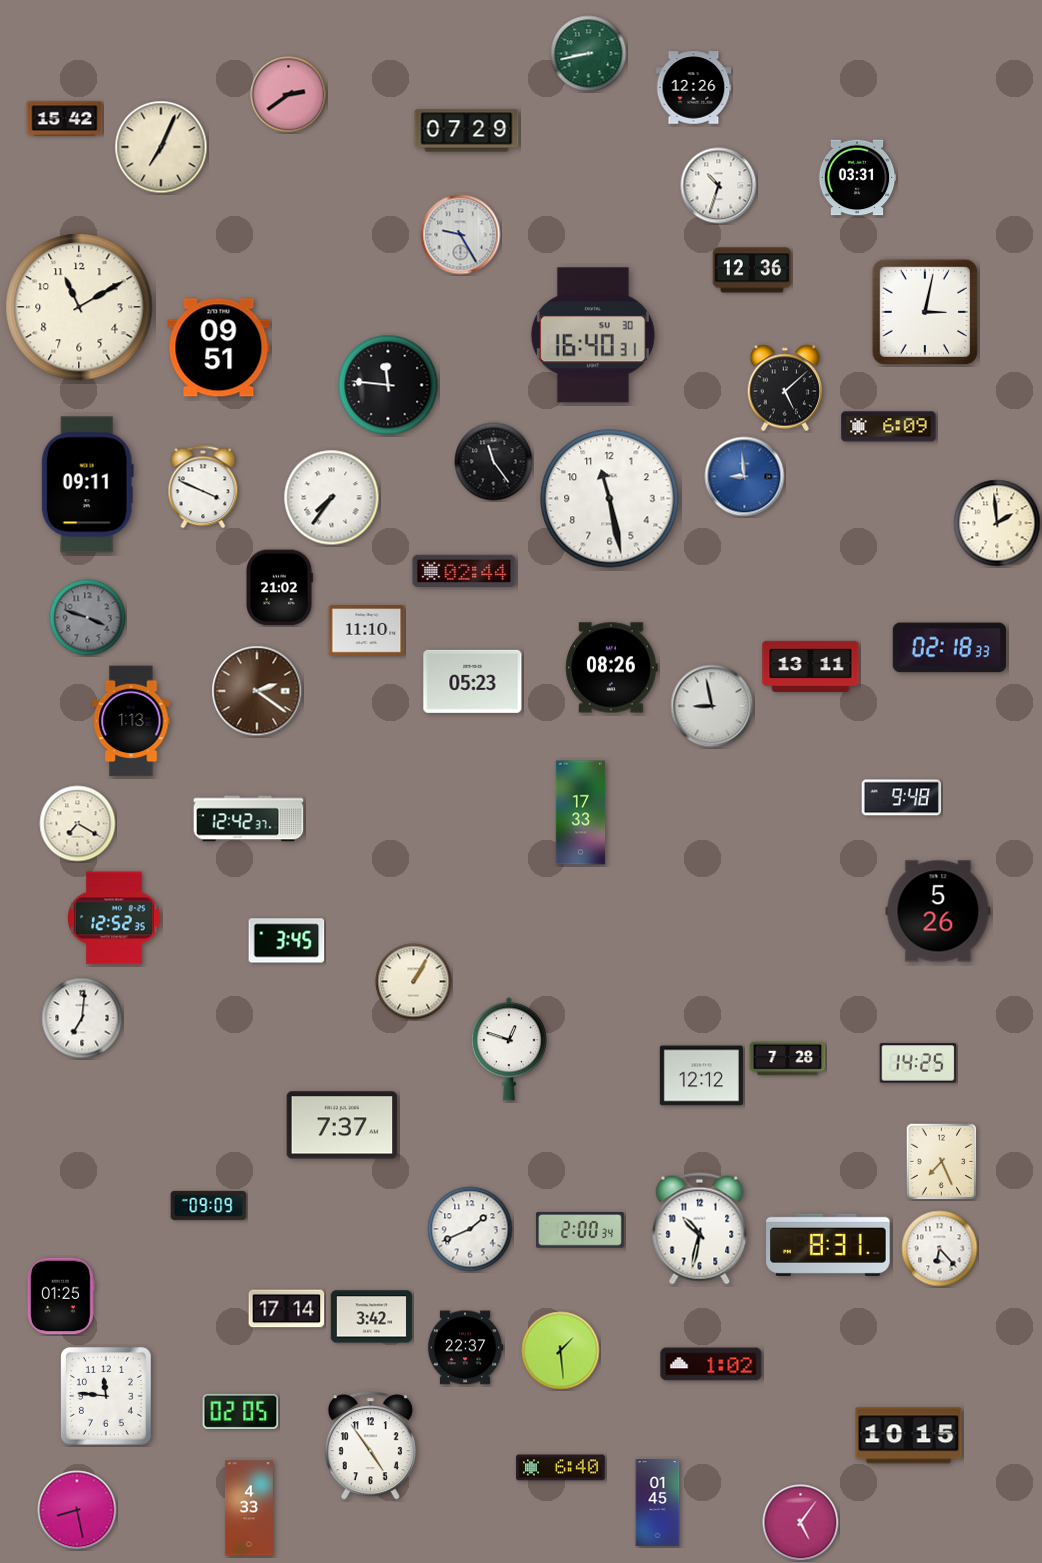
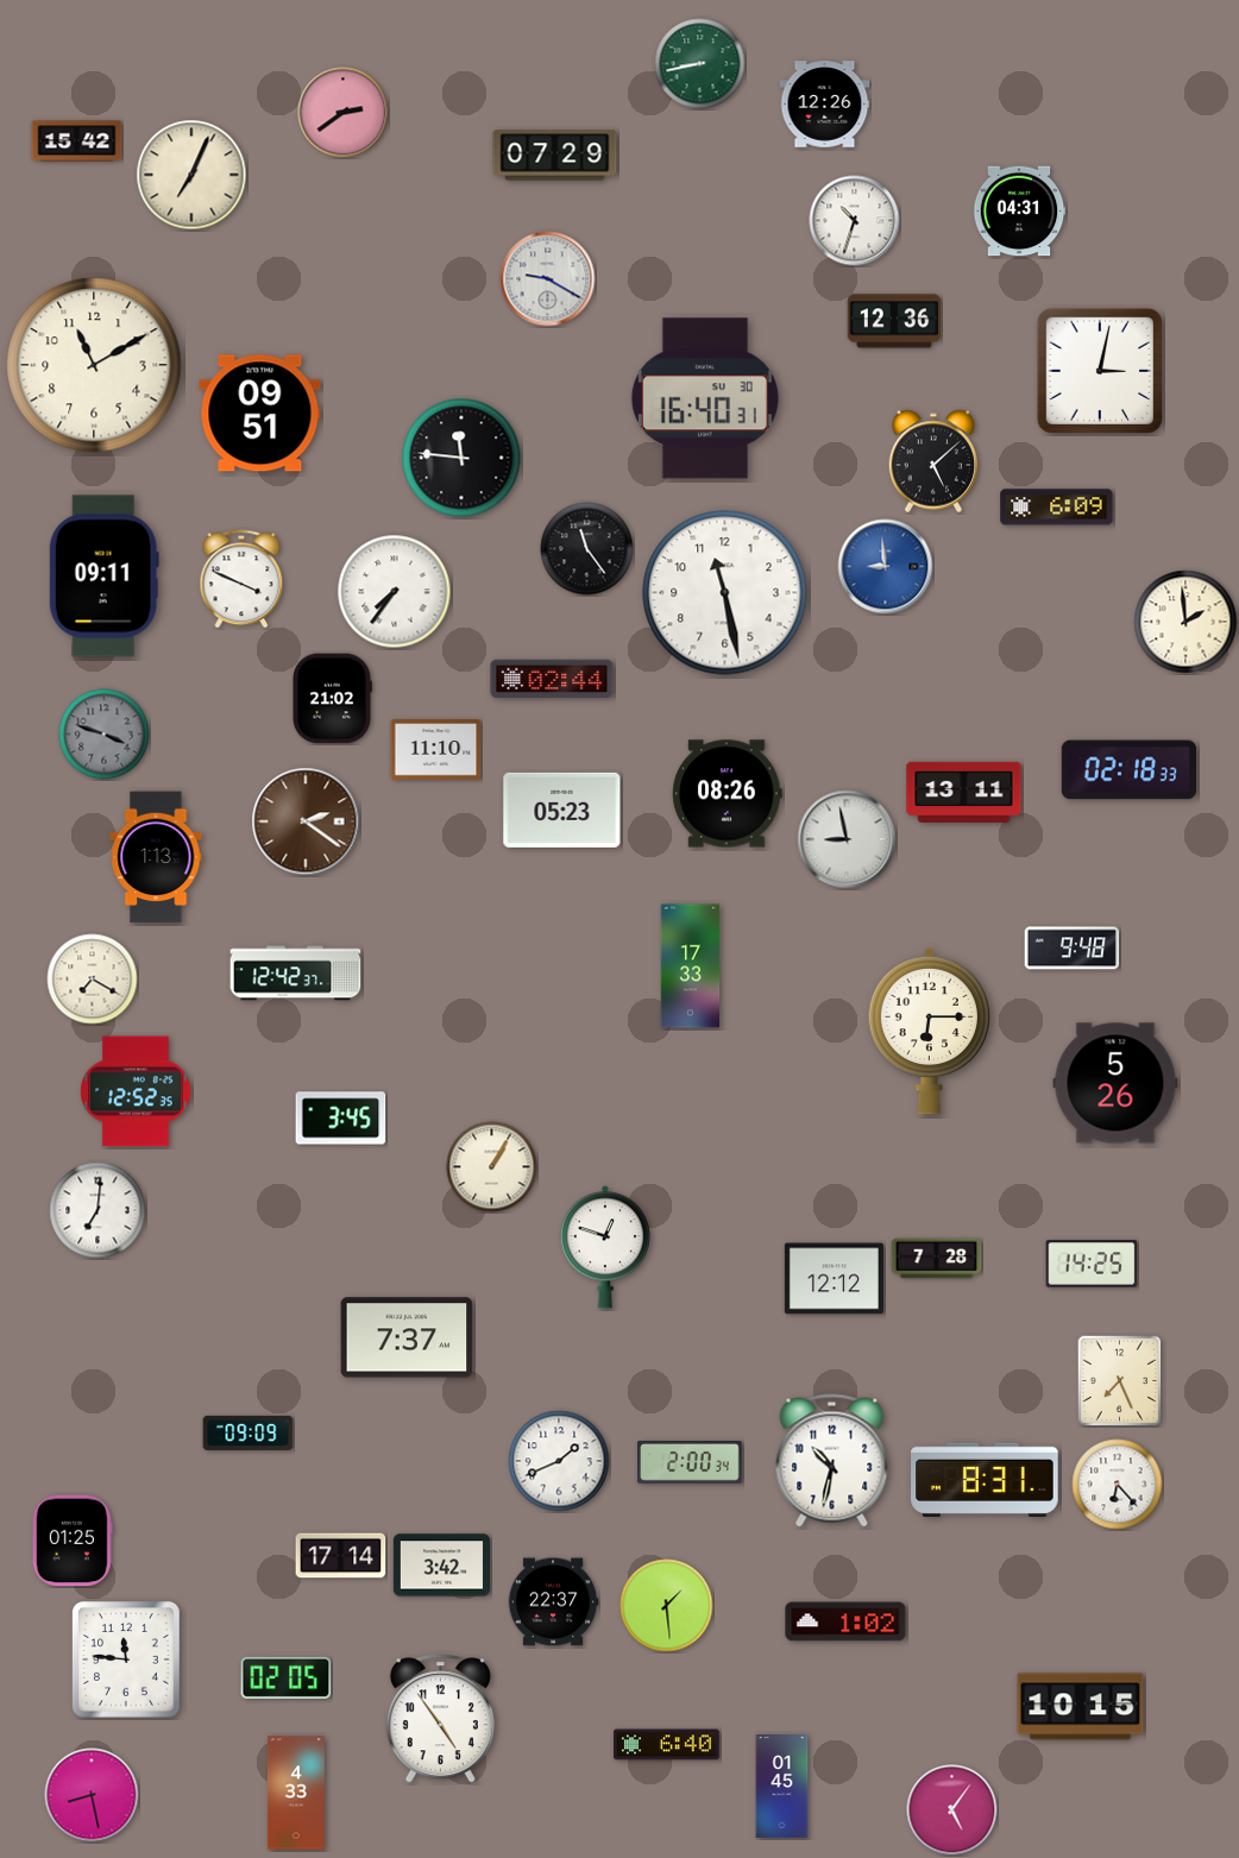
clock at (857, 178): 03:31 -> 04:31
clock at (461, 235): 9:25 -> 9:20
clock at (929, 1031): none -> 6:15
